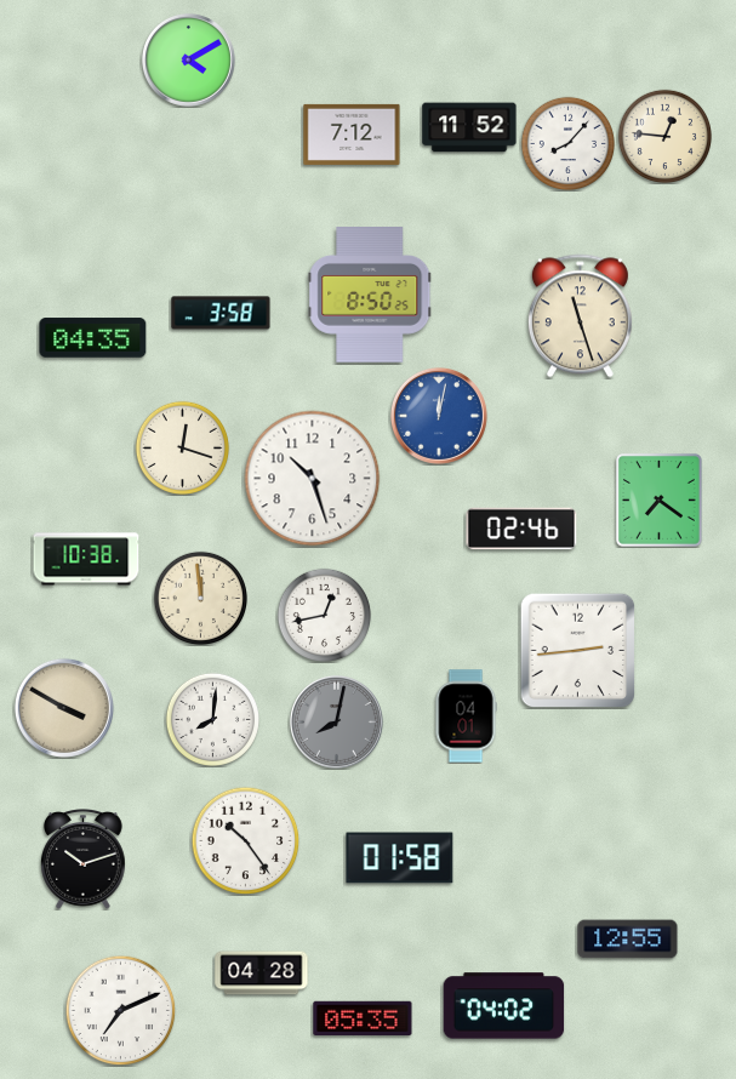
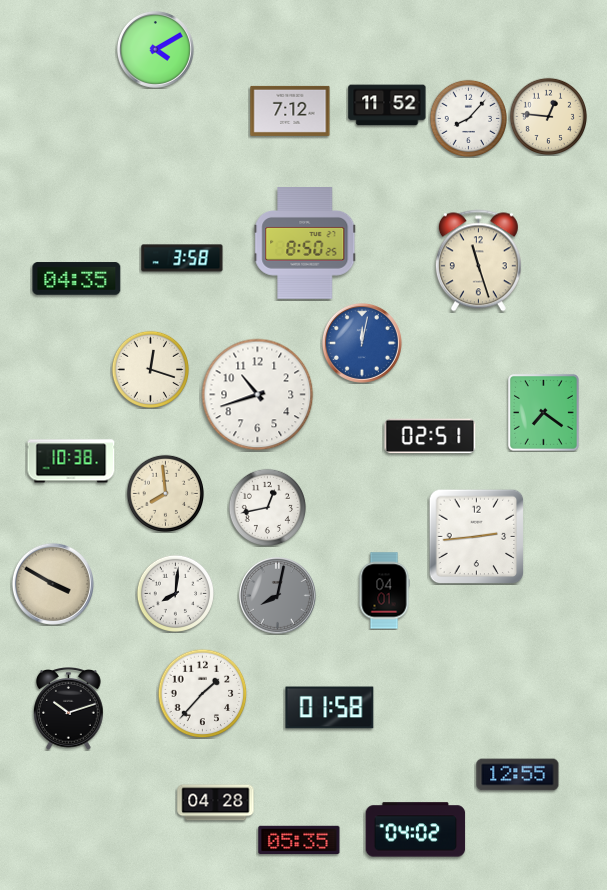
clock at (664, 136) position: (664, 136) -> (548, 116)
clock at (313, 479): 10:27 -> 10:42
clock at (521, 529): 02:46 -> 02:51
clock at (200, 598): 11:59 -> 7:59
clock at (245, 840): 10:24 -> 1:37
clock at (120, 1010): 7:11 -> none
